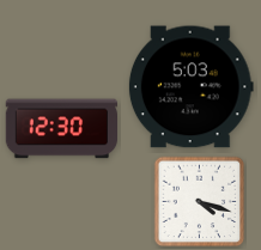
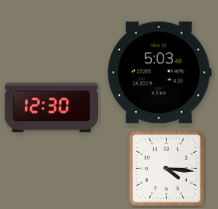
clock at (200, 202): 4:18 -> 4:16
